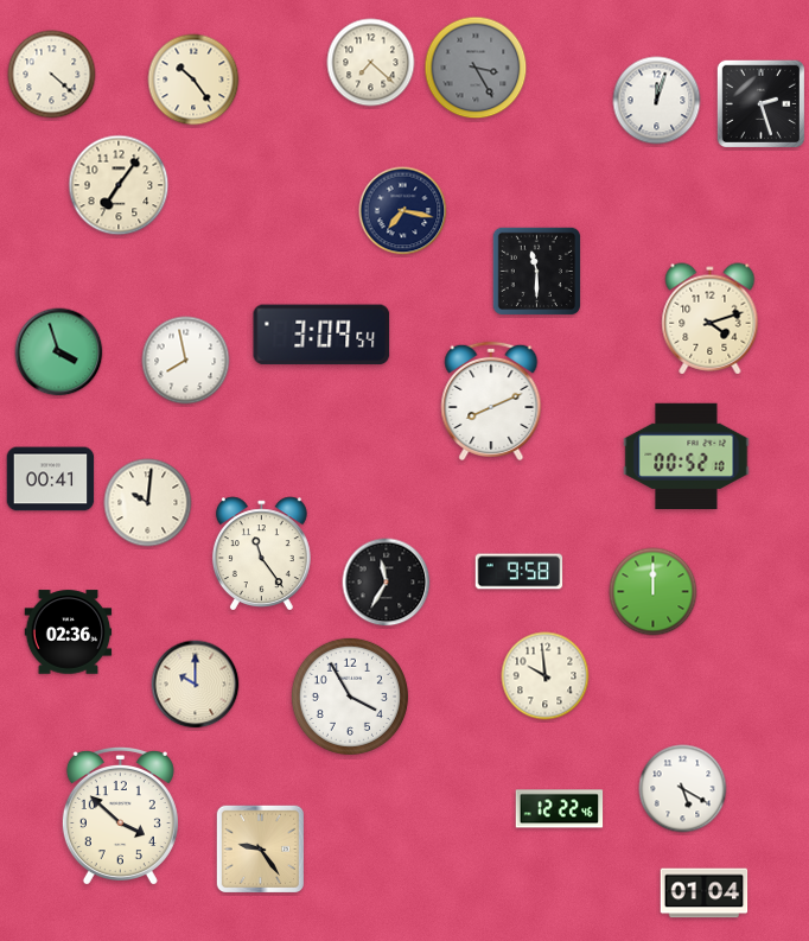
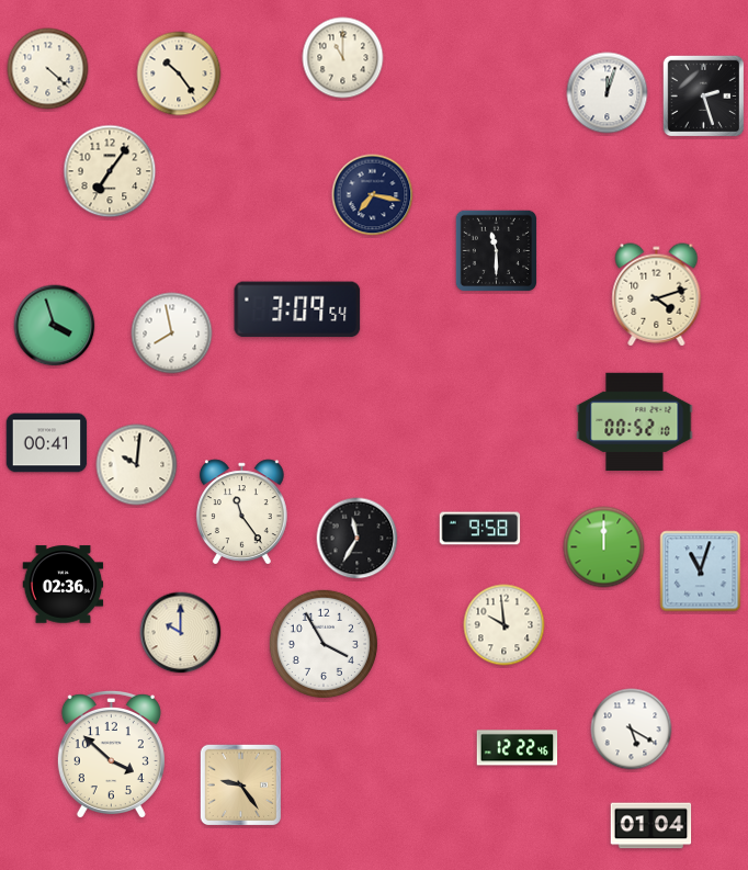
clock at (371, 63): 7:22 -> 11:00
clock at (476, 68): 3:25 -> none
clock at (491, 401): 8:11 -> none
clock at (701, 572): none -> 11:03
